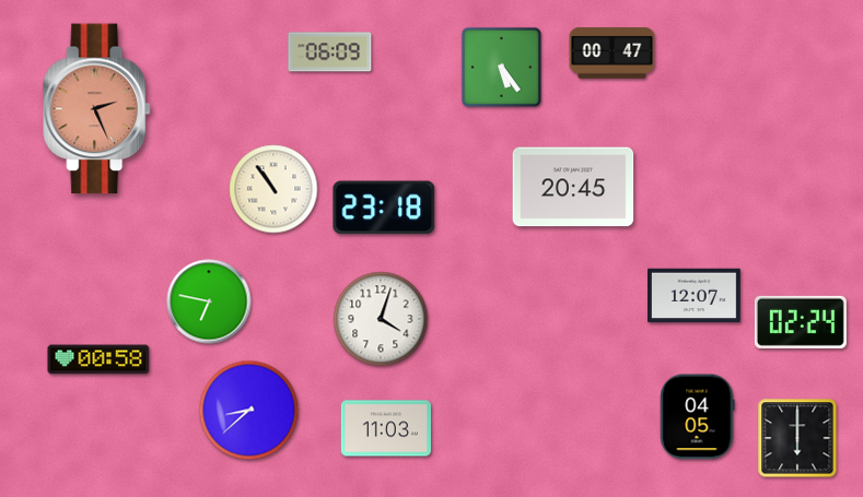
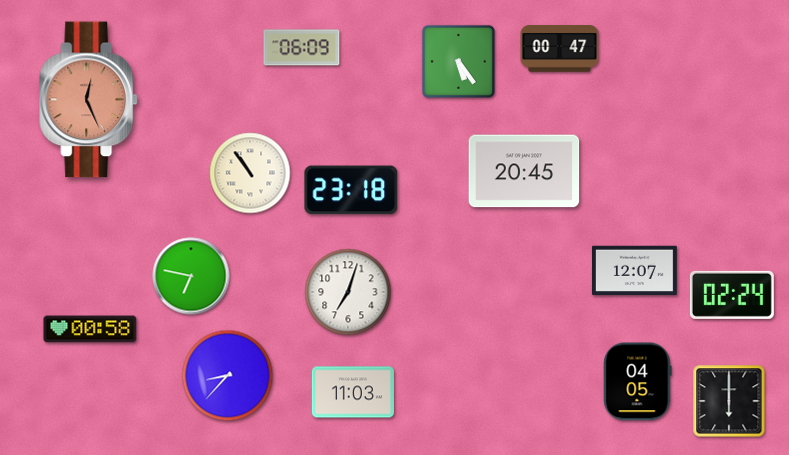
clock at (97, 109): 2:26 -> 12:26
clock at (381, 319): 4:03 -> 7:03
clock at (249, 411): 8:38 -> 8:37
